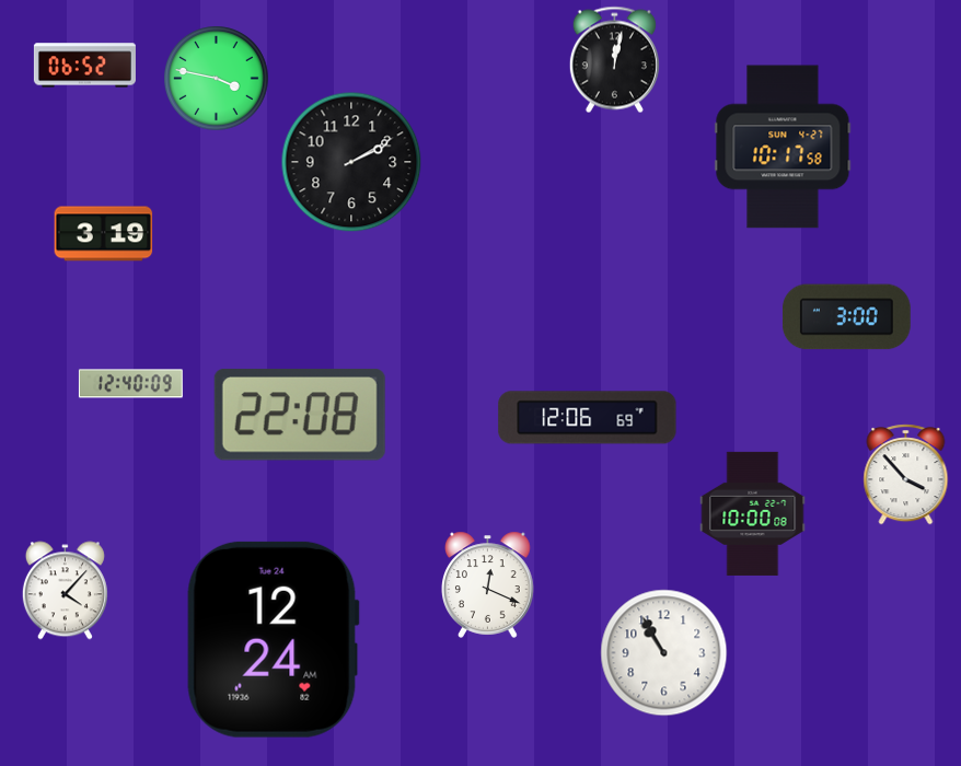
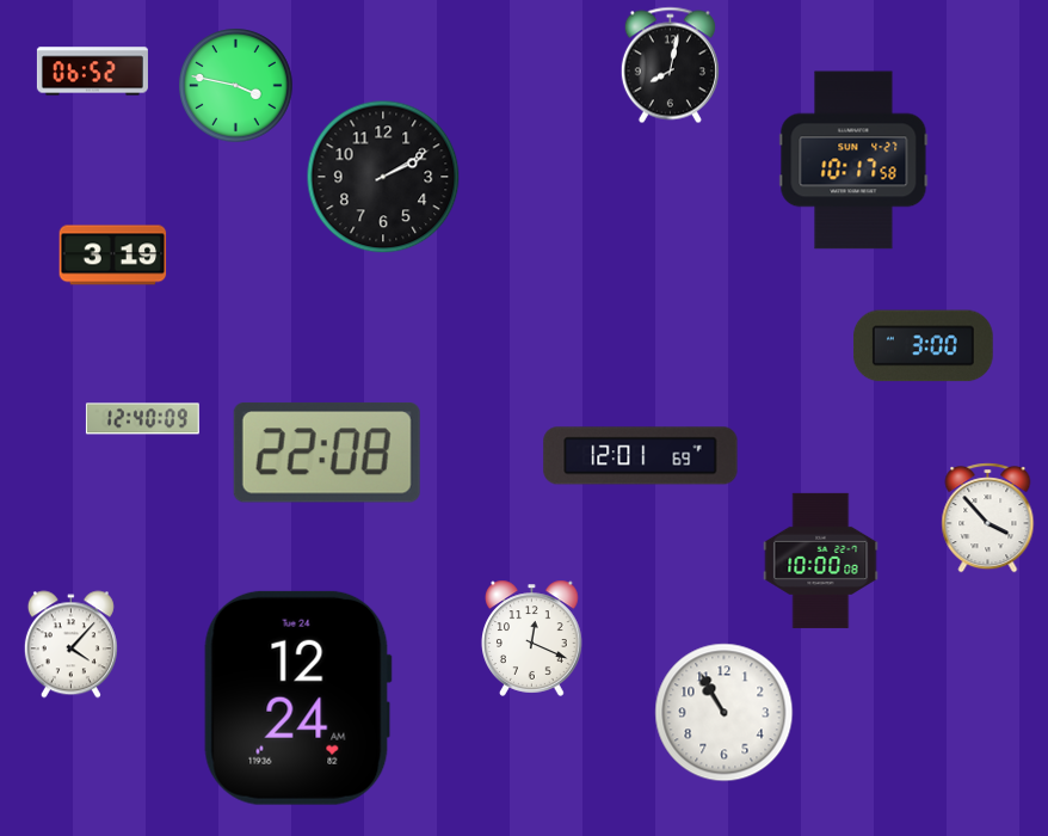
clock at (614, 60): 12:02 -> 8:02
clock at (588, 418): 12:06 -> 12:01
